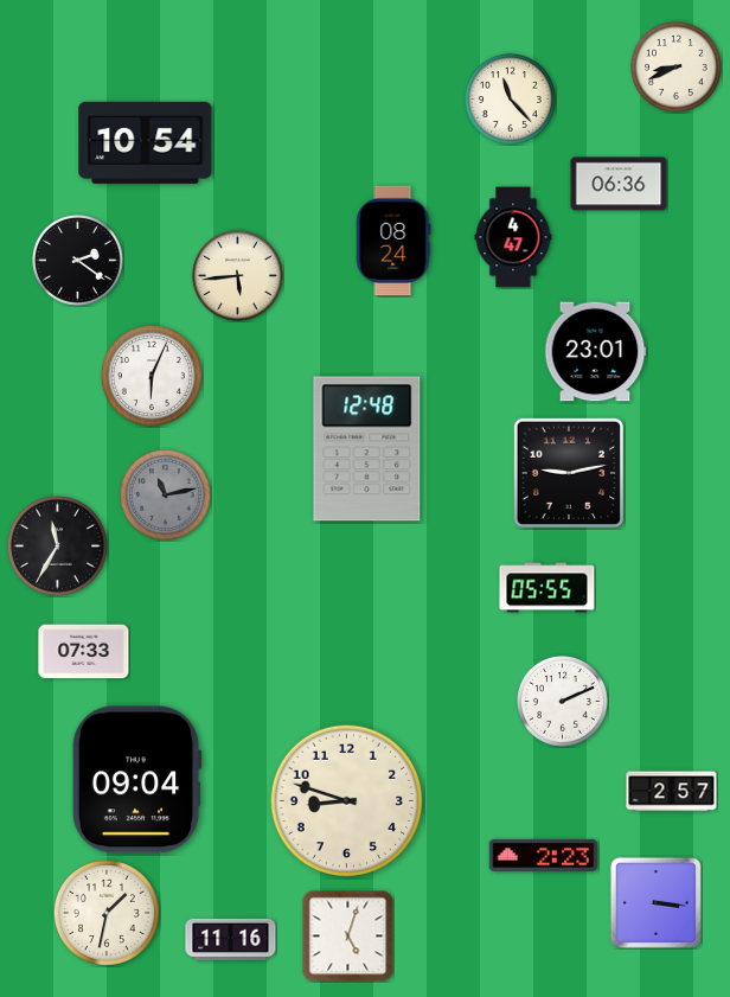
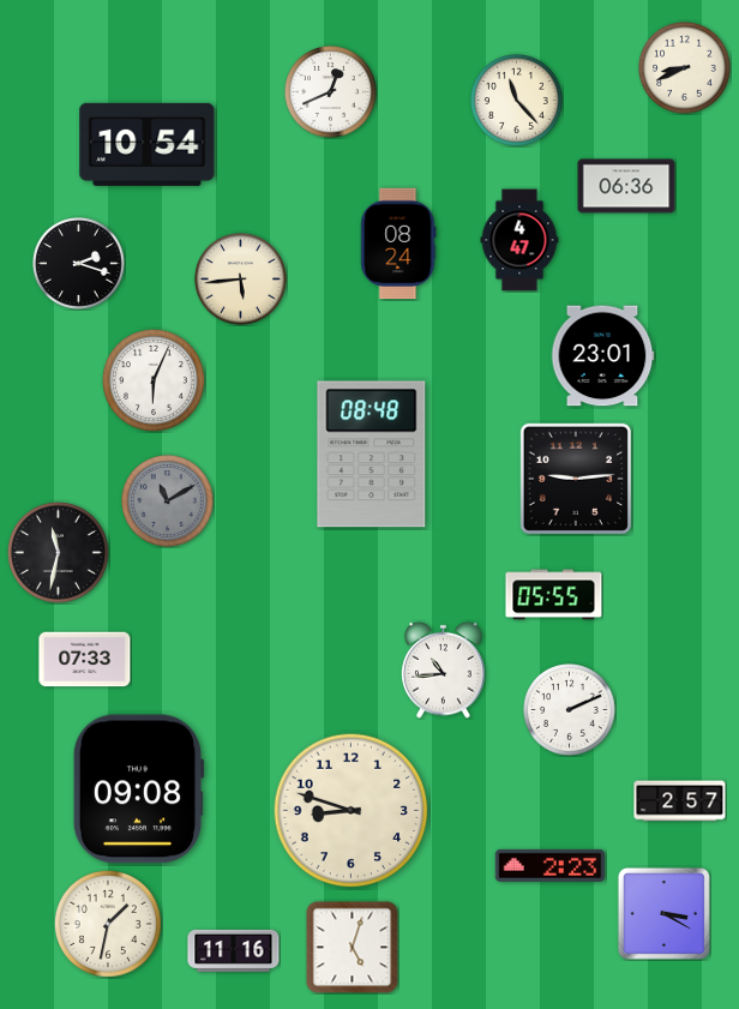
clock at (331, 92): none -> 12:41
clock at (78, 261): 2:21 -> 2:18
clock at (367, 449): 12:48 -> 08:48
clock at (568, 472): 9:13 -> 9:14
clock at (166, 496): 11:13 -> 11:10
clock at (57, 545): 11:35 -> 11:32
clock at (444, 669): none -> 10:44
clock at (136, 780): 09:04 -> 09:08
clock at (655, 902): 3:16 -> 3:20
